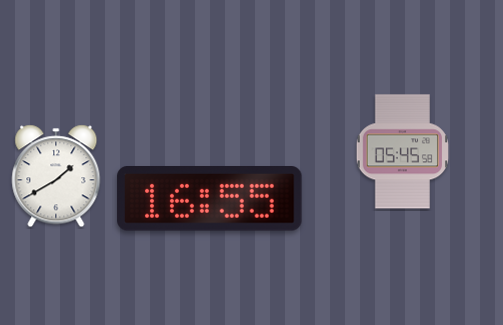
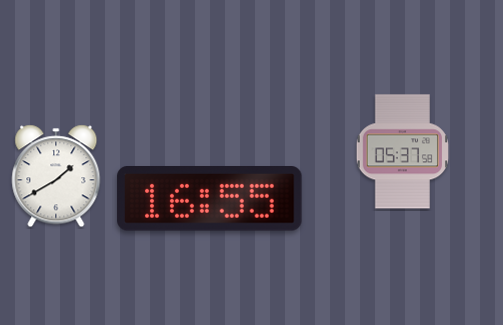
clock at (402, 152): 05:45 -> 05:37
